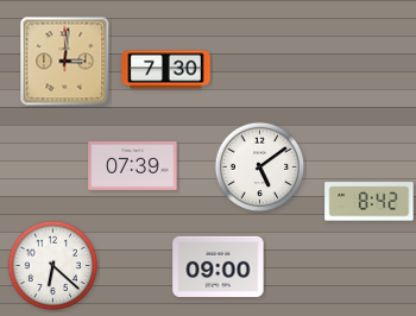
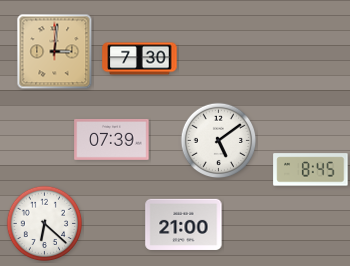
clock at (370, 202): 8:42 -> 8:45
clock at (219, 266): 09:00 -> 21:00
